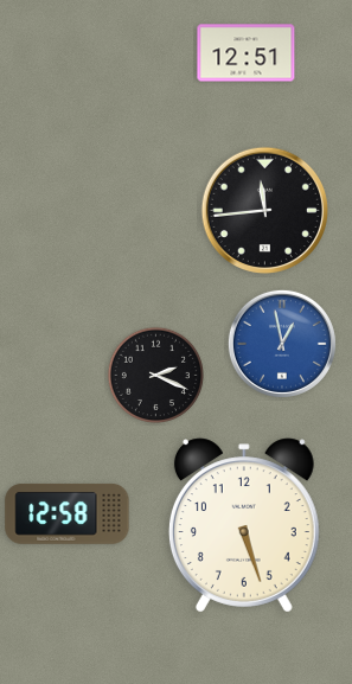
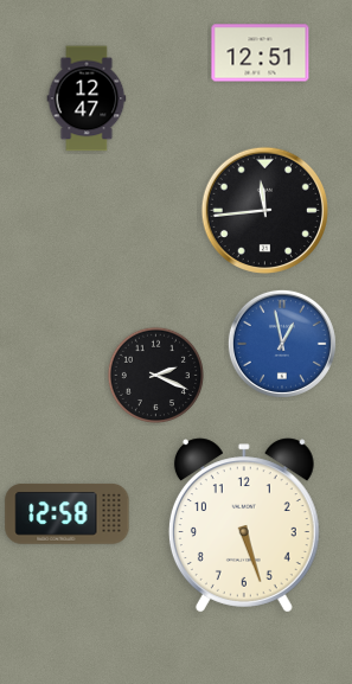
clock at (247, 53) position: (247, 53) -> (261, 53)
clock at (87, 98): none -> 12:47
